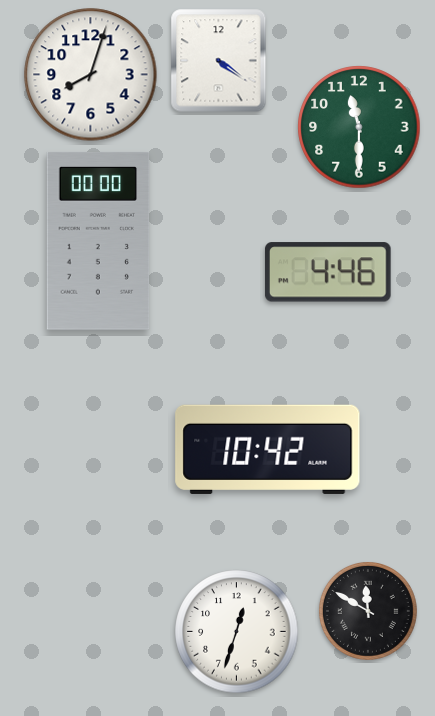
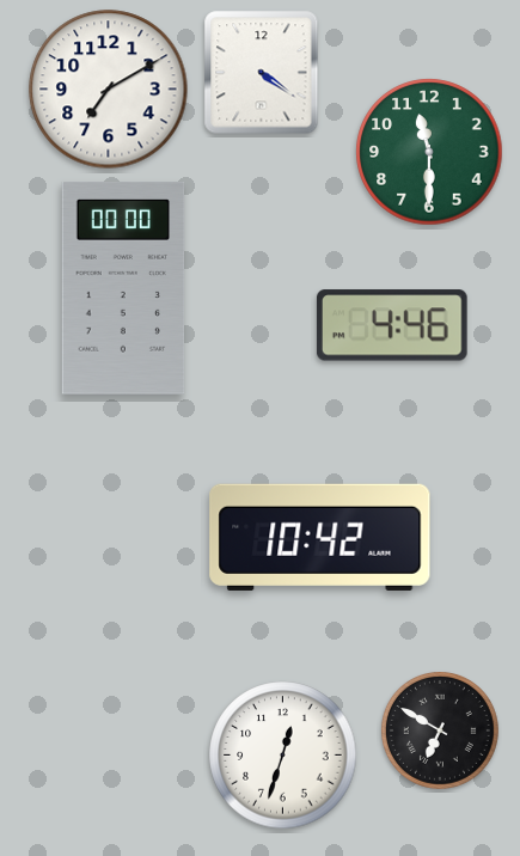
clock at (91, 75): 8:03 -> 7:10
clock at (98, 241) position: (98, 241) -> (123, 288)
clock at (368, 611): 11:50 -> 6:50
